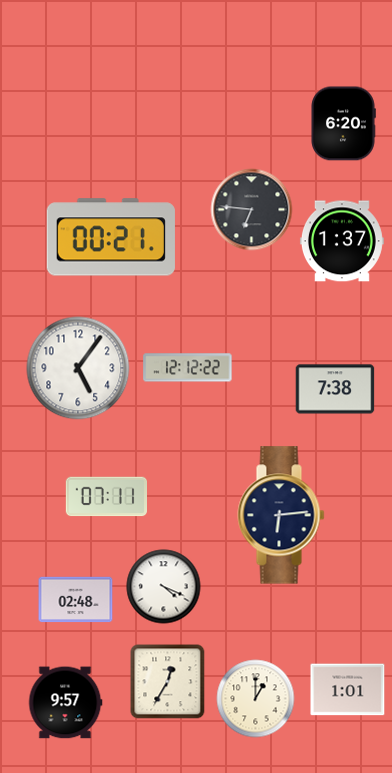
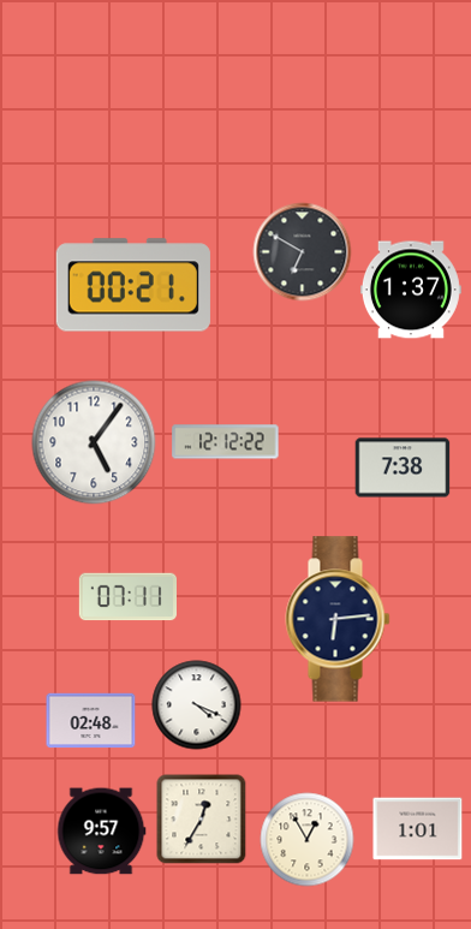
clock at (343, 124): 6:20 -> none
clock at (252, 210): 6:46 -> 6:50
clock at (256, 699): 1:00 -> 12:55
clock at (65, 703) position: (65, 703) -> (101, 832)
